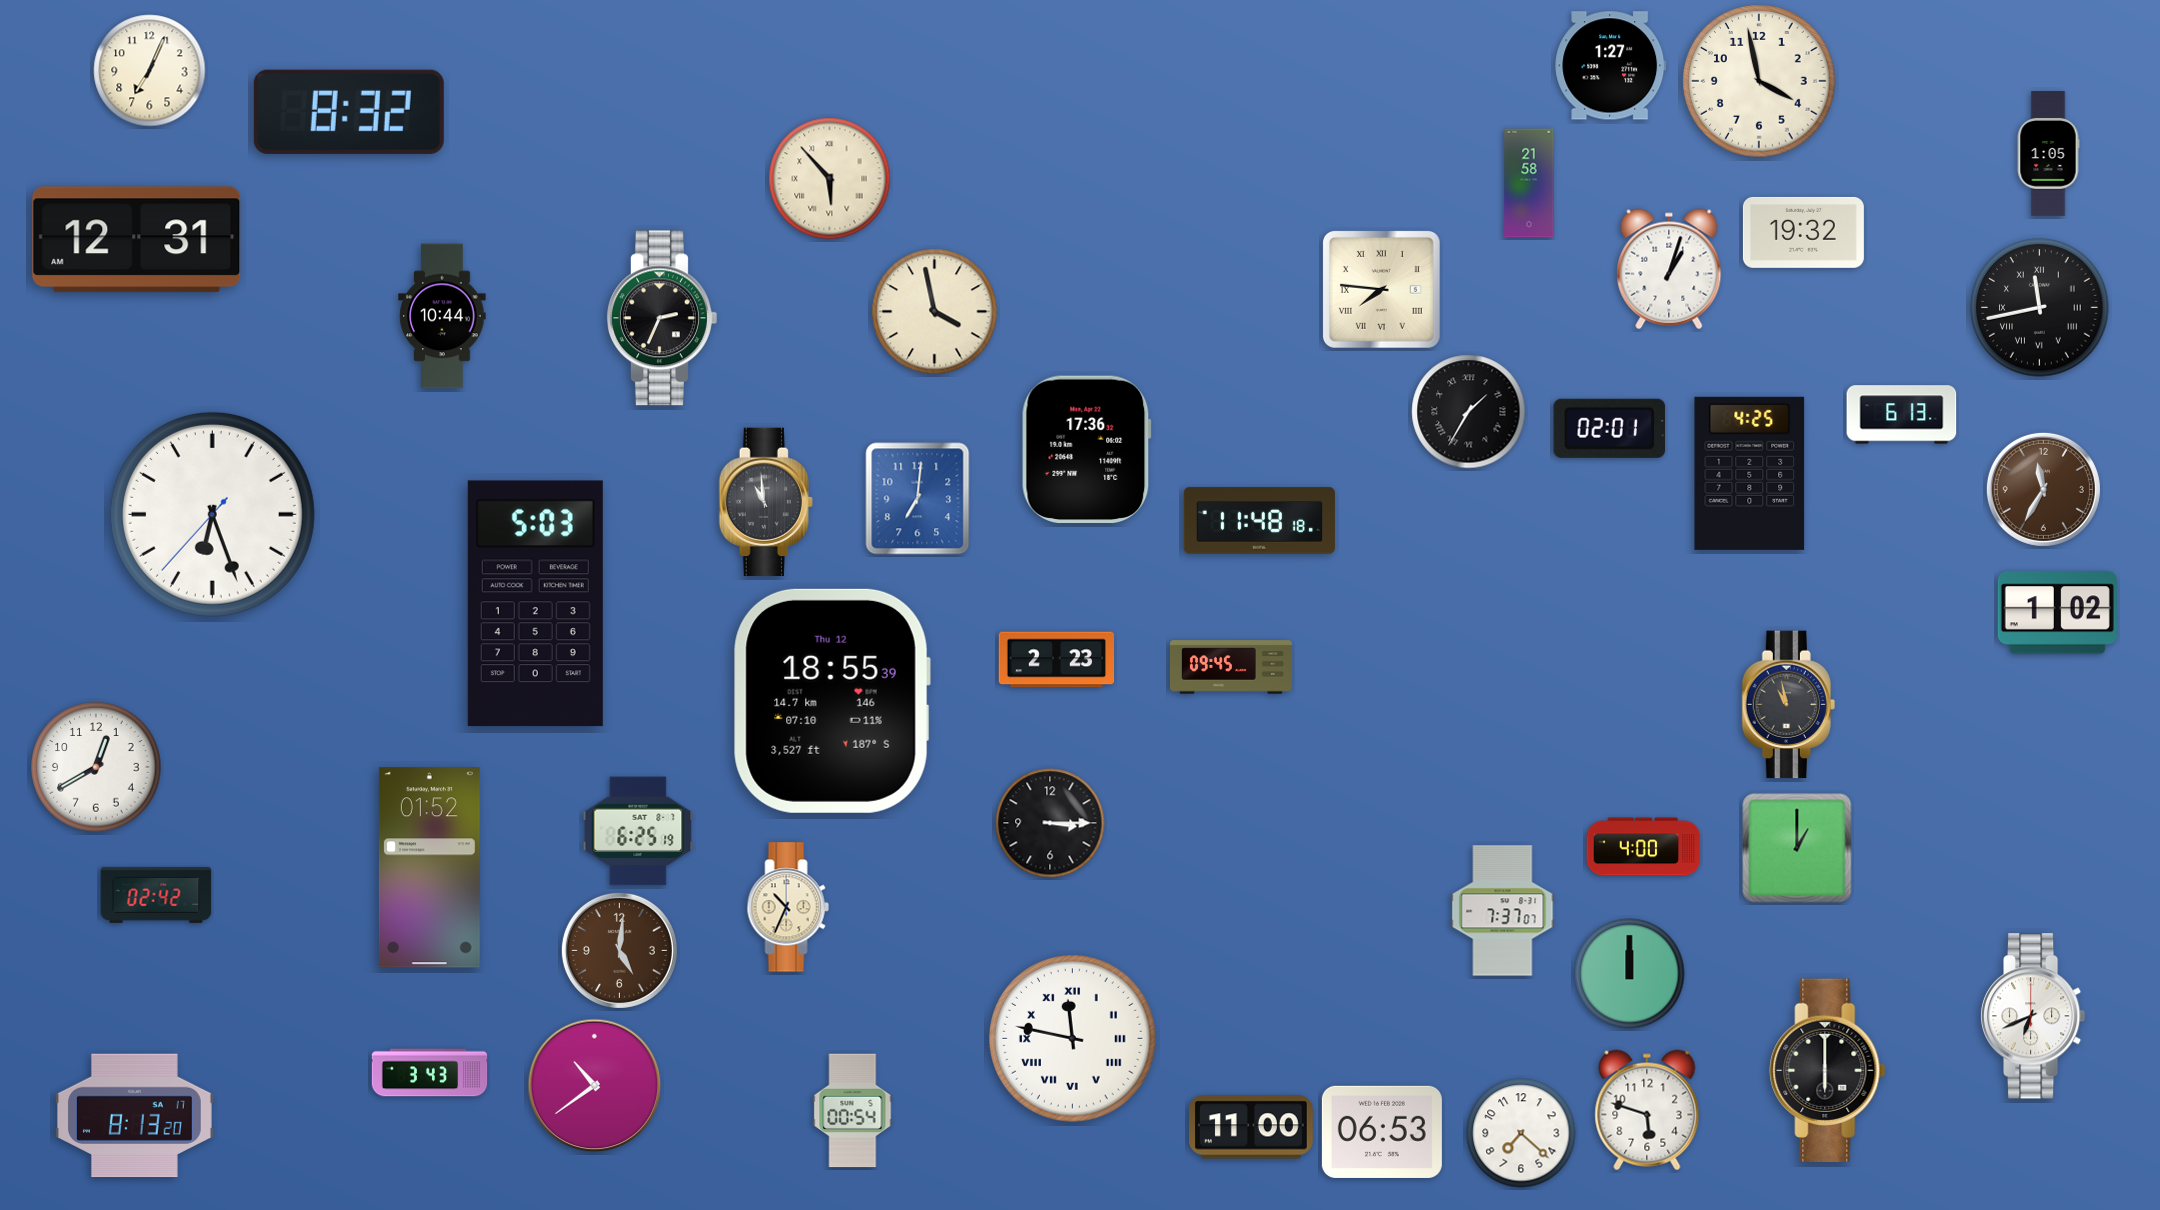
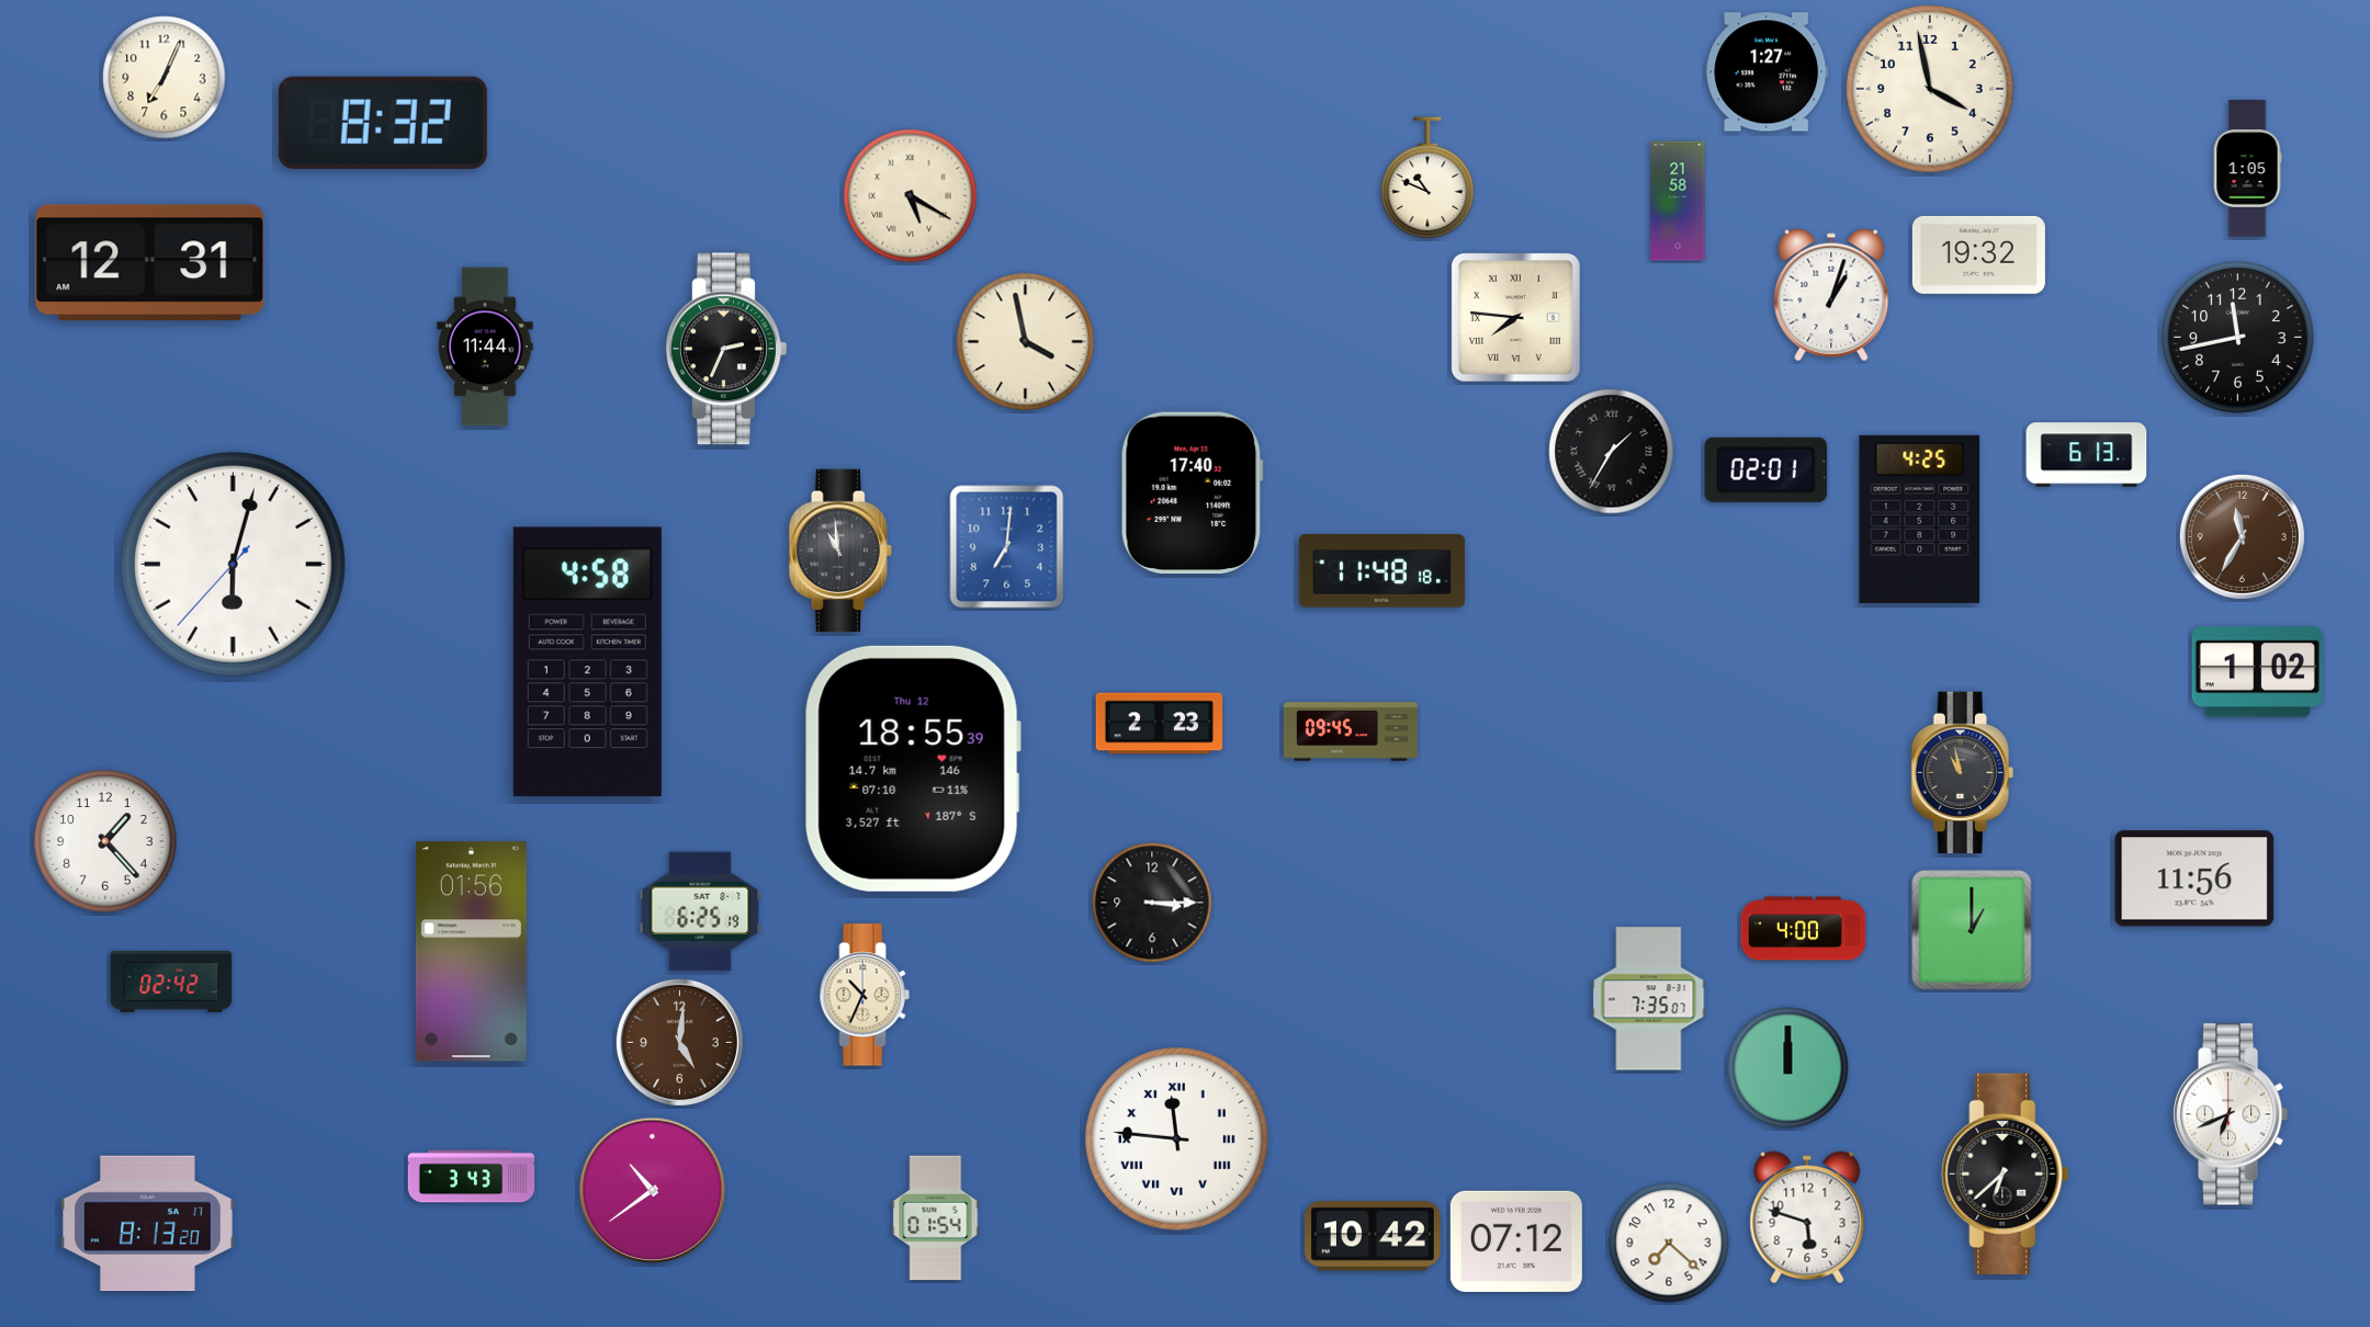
clock at (1427, 179): none -> 10:49
clock at (830, 179): 5:53 -> 5:20
clock at (2040, 308) numerals: Roman -> Arabic
clock at (442, 316): 10:44 -> 11:44
clock at (1086, 449): 17:36 -> 17:40
clock at (212, 514): 6:26 -> 6:02
clock at (535, 604): 5:03 -> 4:58
clock at (96, 767): 12:40 -> 1:23
clock at (2194, 878): none -> 11:56
clock at (429, 868): 01:52 -> 01:56
clock at (1503, 911): 7:37 -> 7:35
clock at (1073, 1039): 11:47 -> 11:46
clock at (1828, 1070): 6:00 -> 6:38
clock at (853, 1111): 00:54 -> 01:54
clock at (1252, 1127): 11:00 -> 10:42
clock at (1382, 1132): 06:53 -> 07:12
